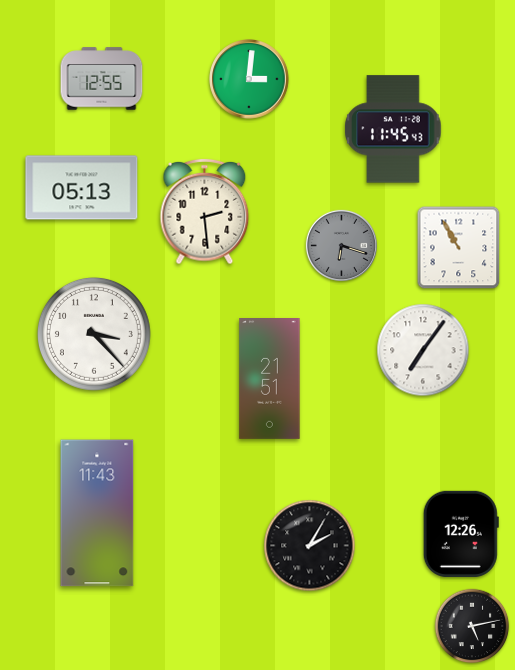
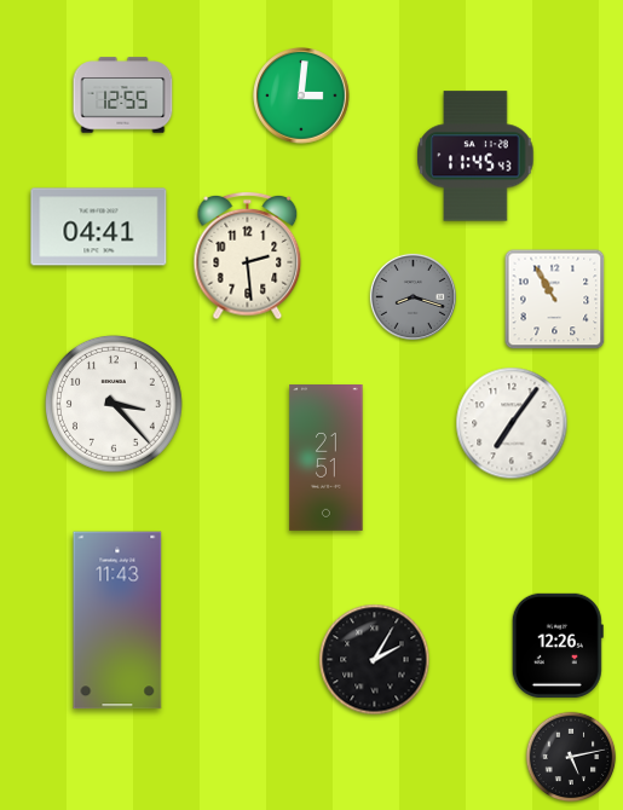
clock at (82, 188): 05:13 -> 04:41
clock at (341, 245): 6:18 -> 8:18
